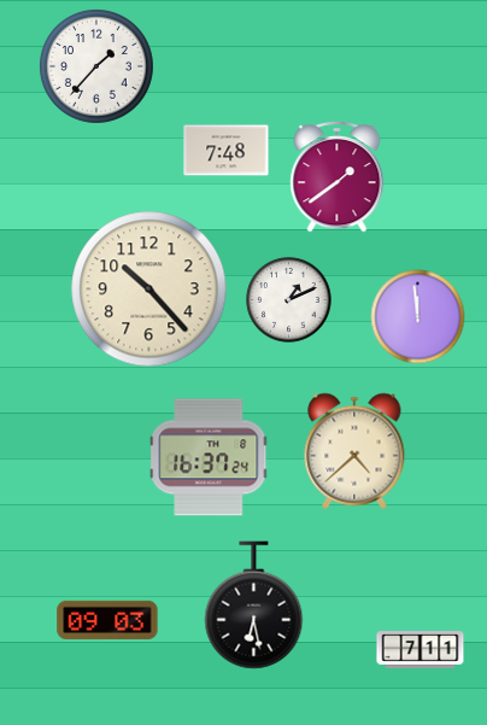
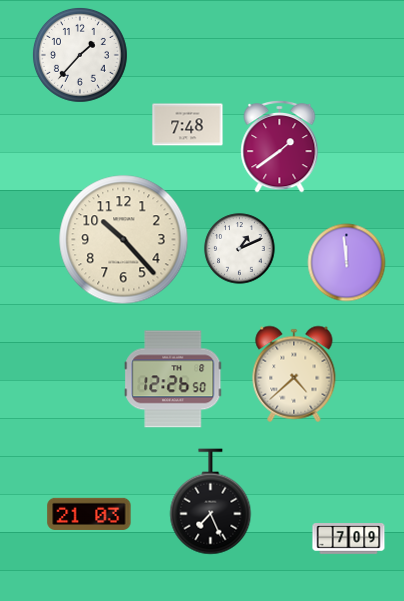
clock at (209, 457): 16:37 -> 12:26
clock at (254, 606): 6:28 -> 7:26
clock at (107, 620): 09:03 -> 21:03
clock at (421, 650): 7:11 -> 7:09
